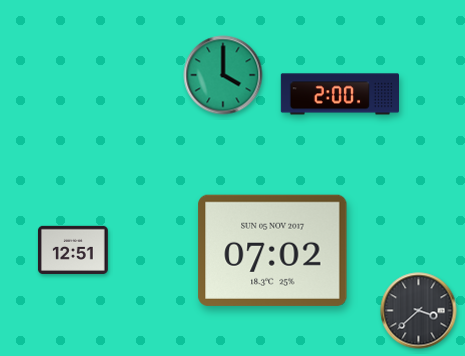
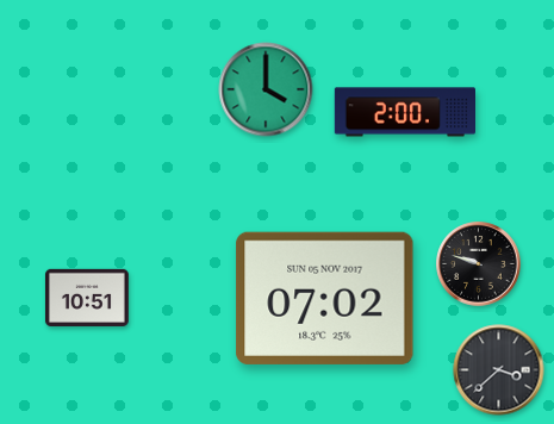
clock at (479, 264): none -> 9:48
clock at (73, 250): 12:51 -> 10:51
